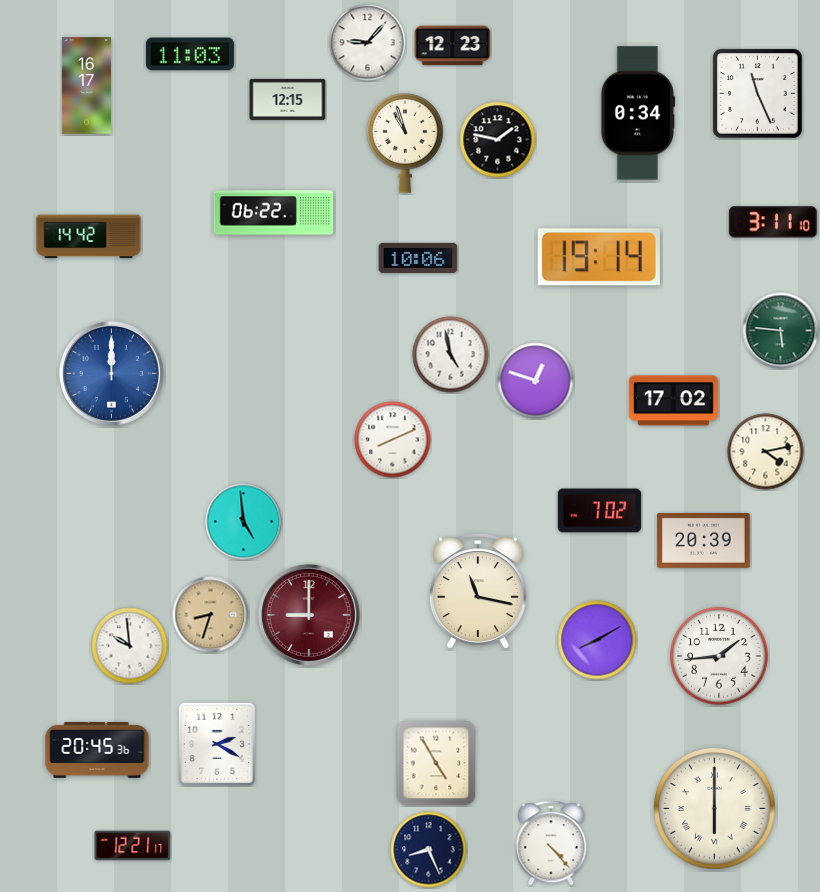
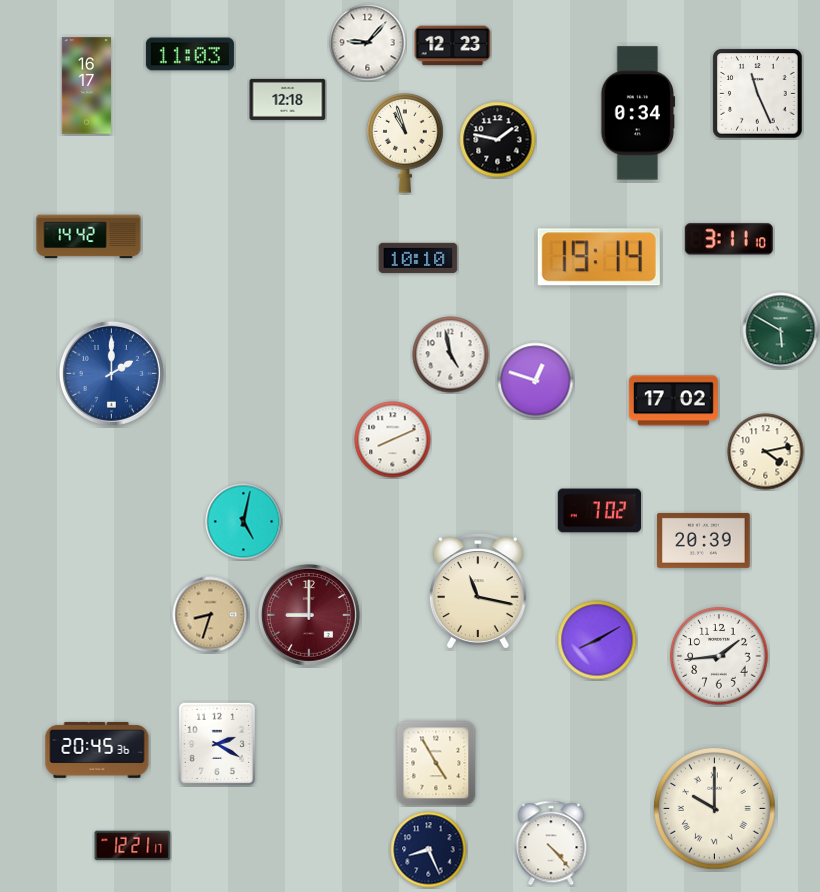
clock at (288, 99): 12:15 -> 12:18
clock at (274, 213): 06:22 -> none
clock at (773, 222) position: (773, 222) -> (729, 239)
clock at (418, 258): 10:06 -> 10:10
clock at (781, 331): 5:46 -> 5:50
clock at (111, 373): 12:00 -> 2:00
clock at (244, 522): 4:59 -> 5:02
clock at (130, 646): 9:59 -> none
clock at (715, 809): 6:00 -> 10:00
